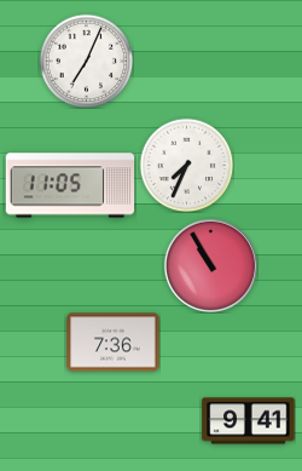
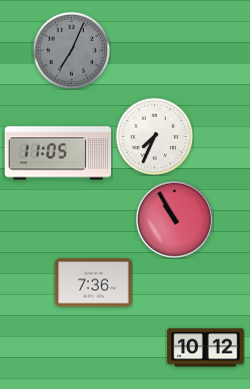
clock at (86, 61) dial: white -> grey
clock at (249, 421): 9:41 -> 10:12
